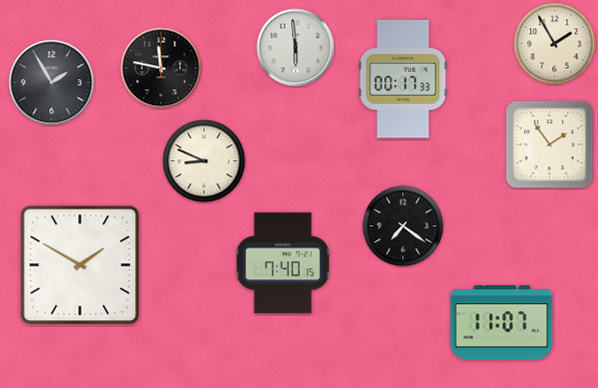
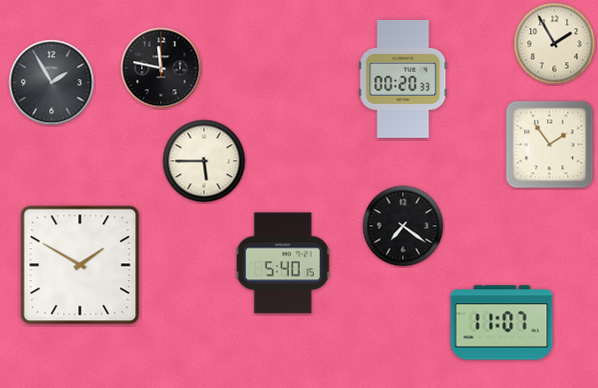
clock at (296, 48): 5:59 -> none
clock at (403, 79): 00:17 -> 00:20
clock at (204, 161): 8:49 -> 5:45
clock at (283, 263): 7:40 -> 5:40
